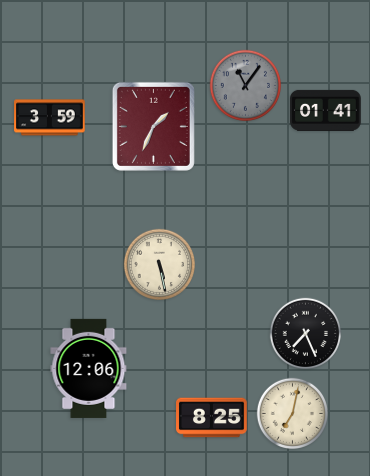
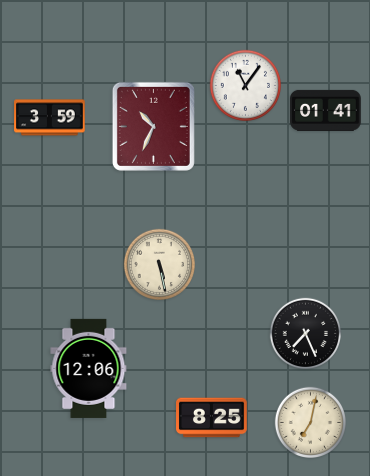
clock at (245, 85) dial: grey -> white
clock at (153, 126): 1:34 -> 10:34
clock at (292, 413) position: (292, 413) -> (310, 422)
